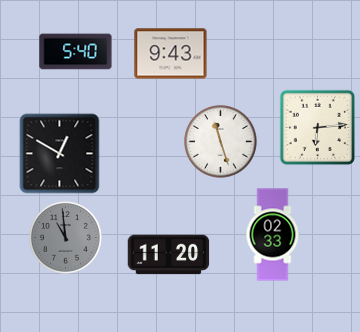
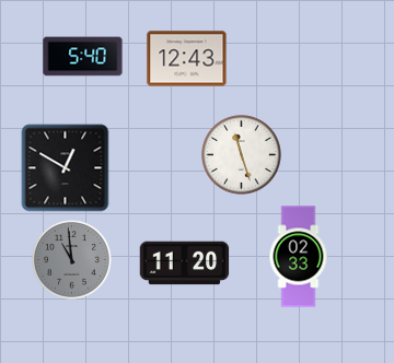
clock at (171, 54): 9:43 -> 12:43
clock at (318, 128): 6:14 -> none
clock at (169, 255) position: (169, 255) -> (185, 264)
